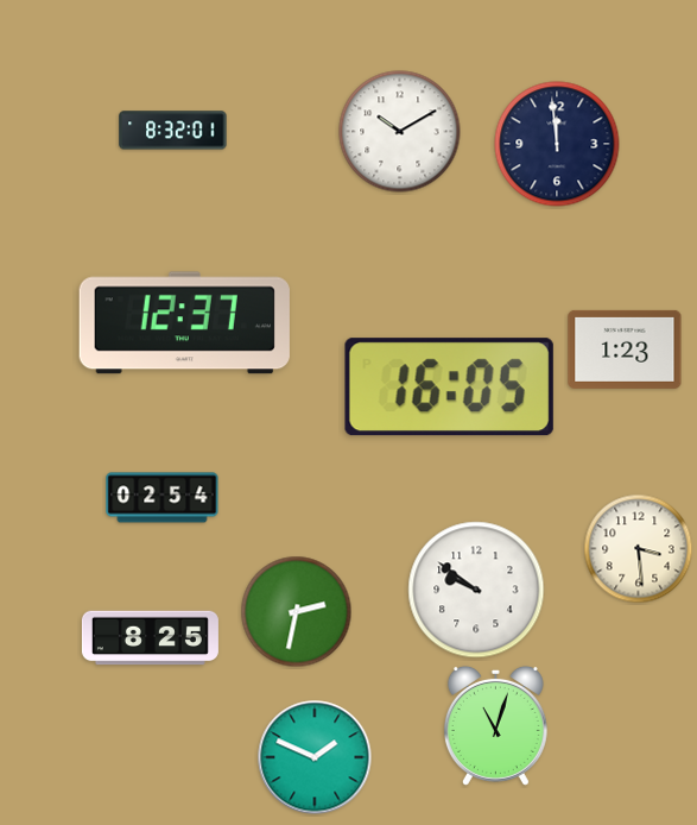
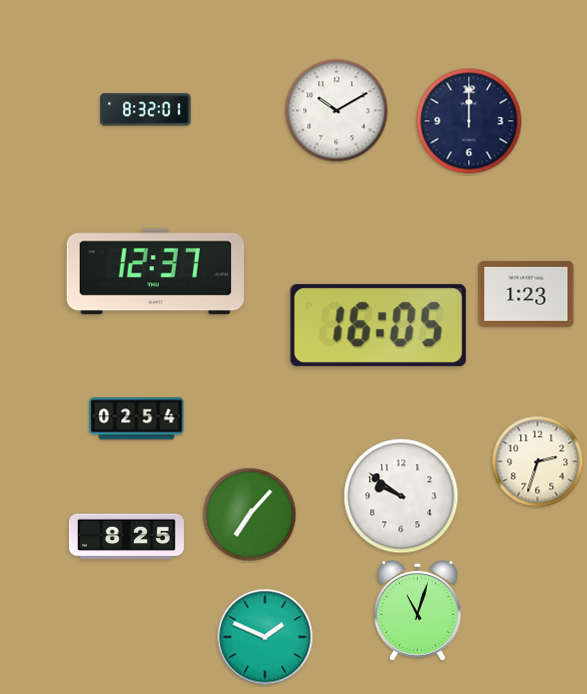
clock at (557, 144): 11:59 -> 12:00
clock at (639, 549): 3:29 -> 2:33
clock at (297, 612): 2:32 -> 7:07
